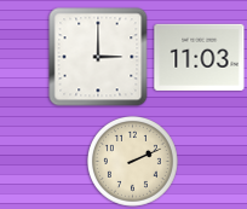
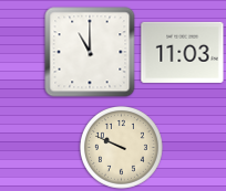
clock at (98, 57): 3:00 -> 11:00
clock at (132, 161): 2:11 -> 9:49
